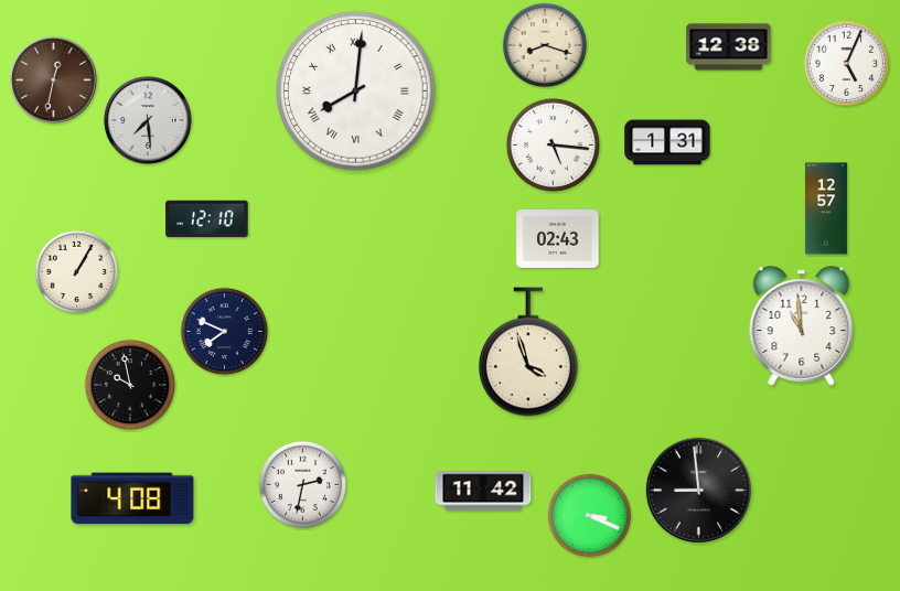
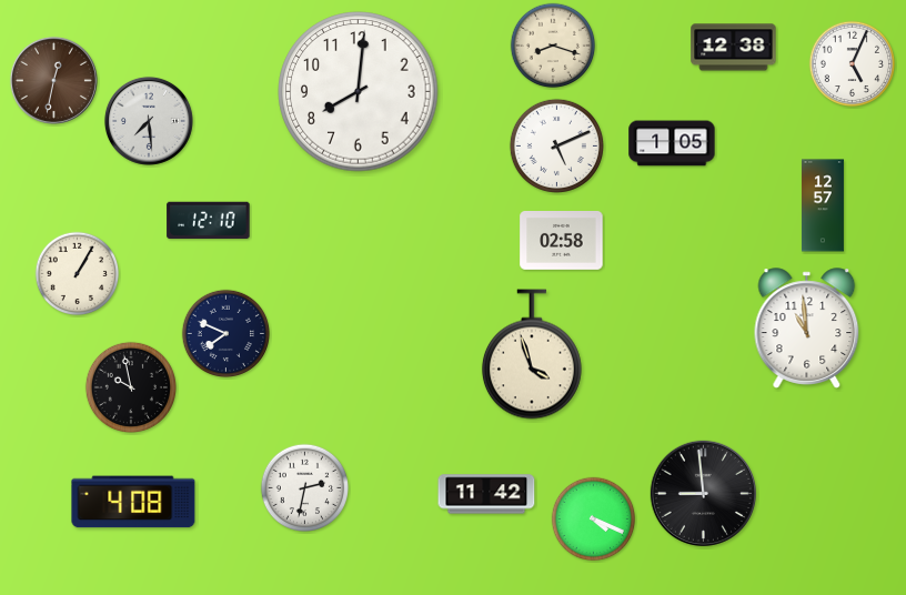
clock at (545, 45) position: (545, 45) -> (553, 46)
clock at (356, 92) numerals: Roman -> Arabic
clock at (667, 142): 1:31 -> 1:05
clock at (553, 144): 5:16 -> 5:11
clock at (826, 208) position: (826, 208) -> (823, 205)
clock at (558, 239): 02:43 -> 02:58
clock at (590, 516): 3:19 -> 4:19
